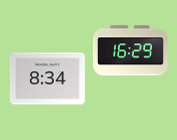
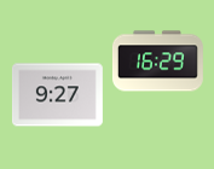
clock at (47, 79): 8:34 -> 9:27
